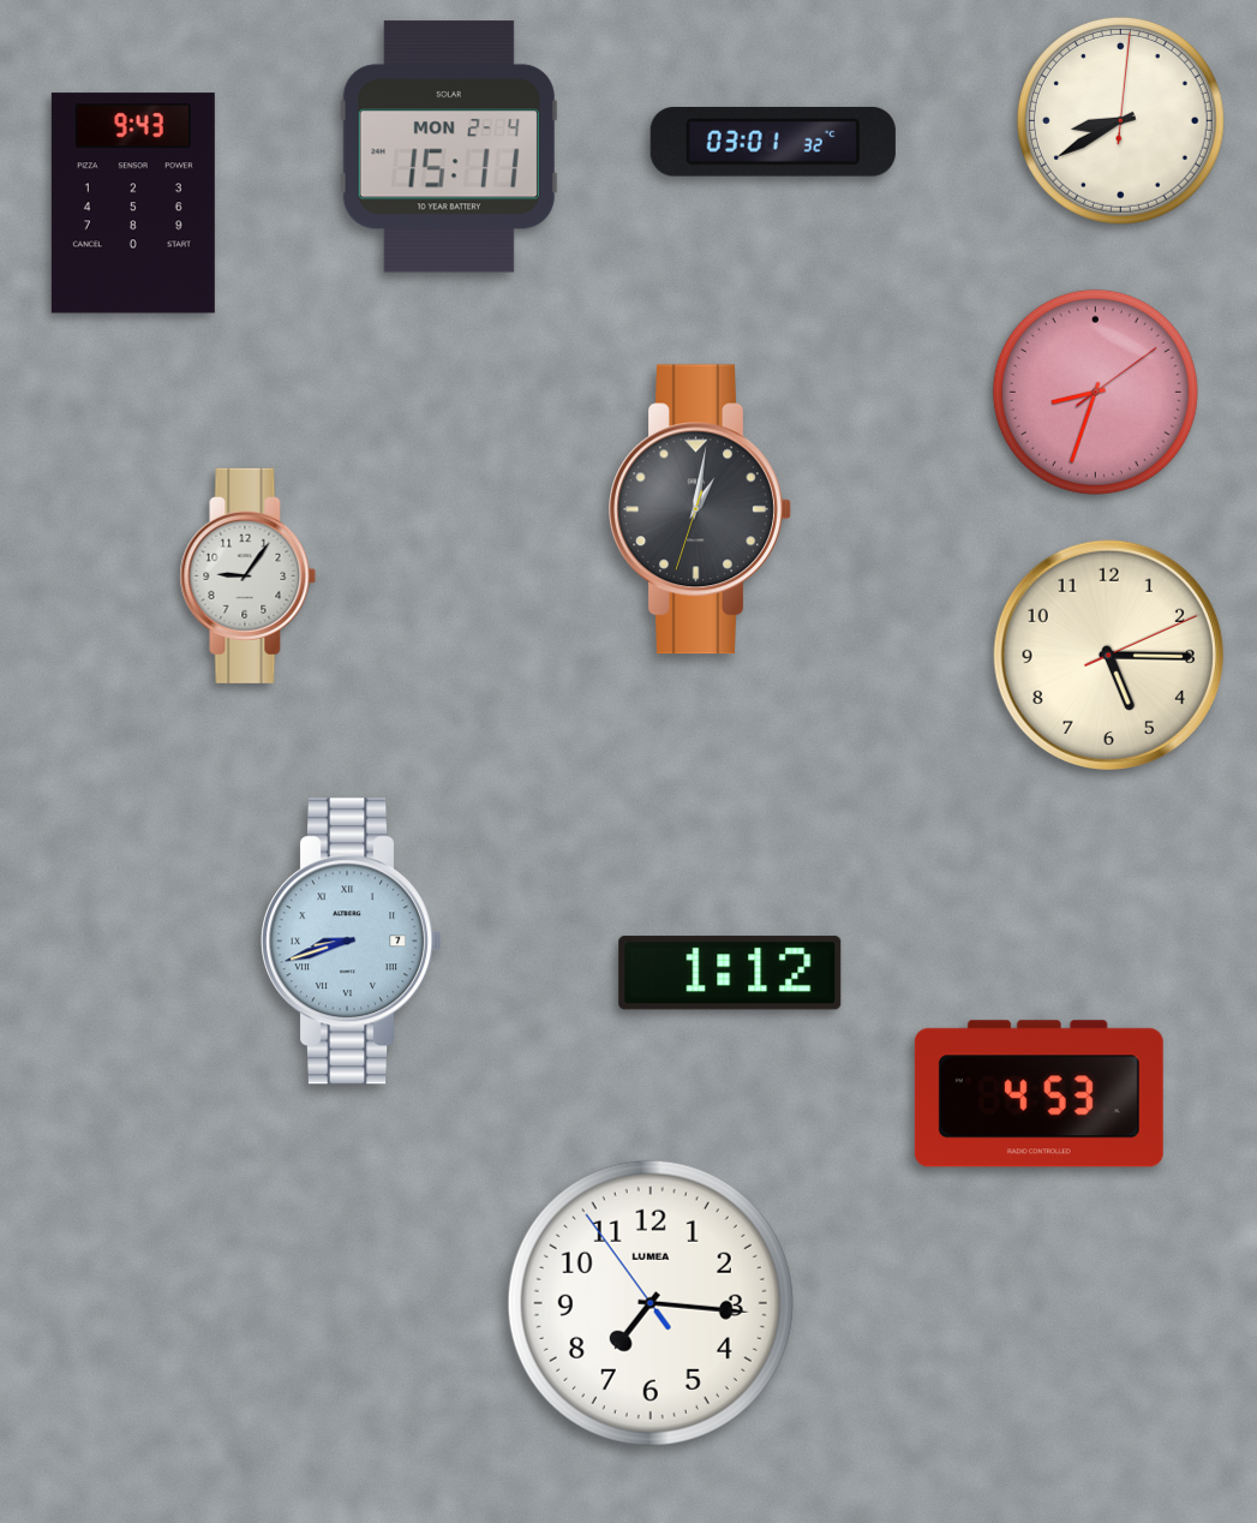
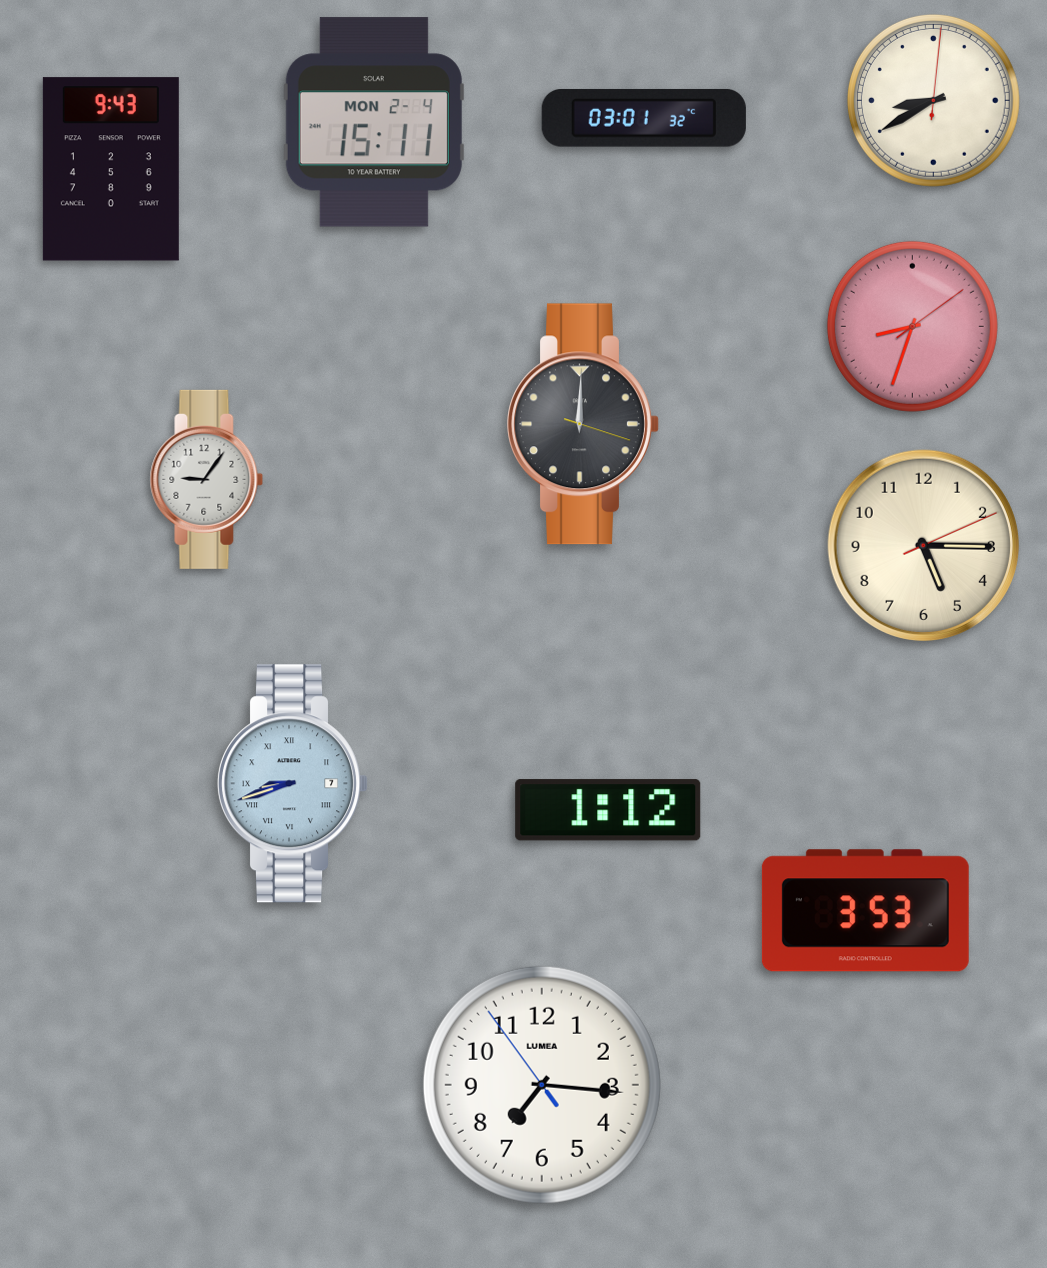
clock at (700, 509): 1:01 -> 12:00
clock at (1038, 1094): 4:53 -> 3:53
